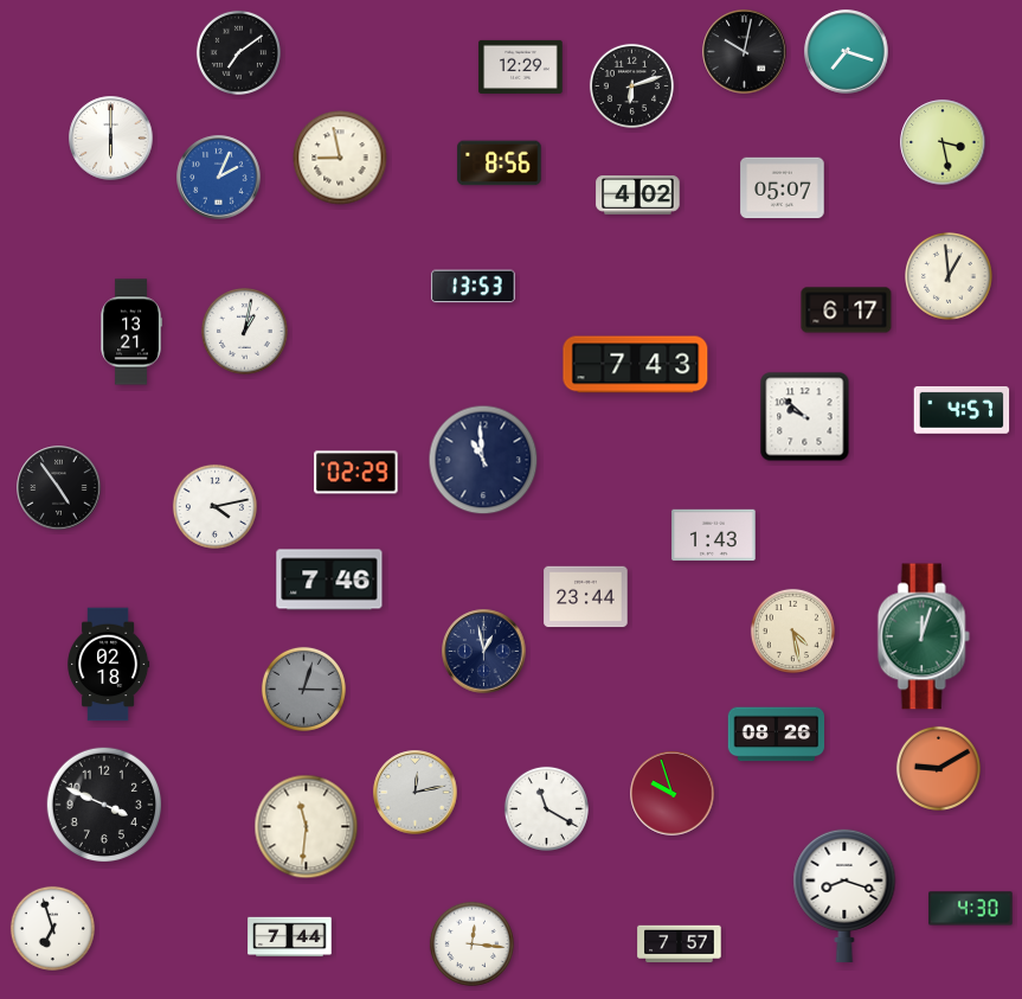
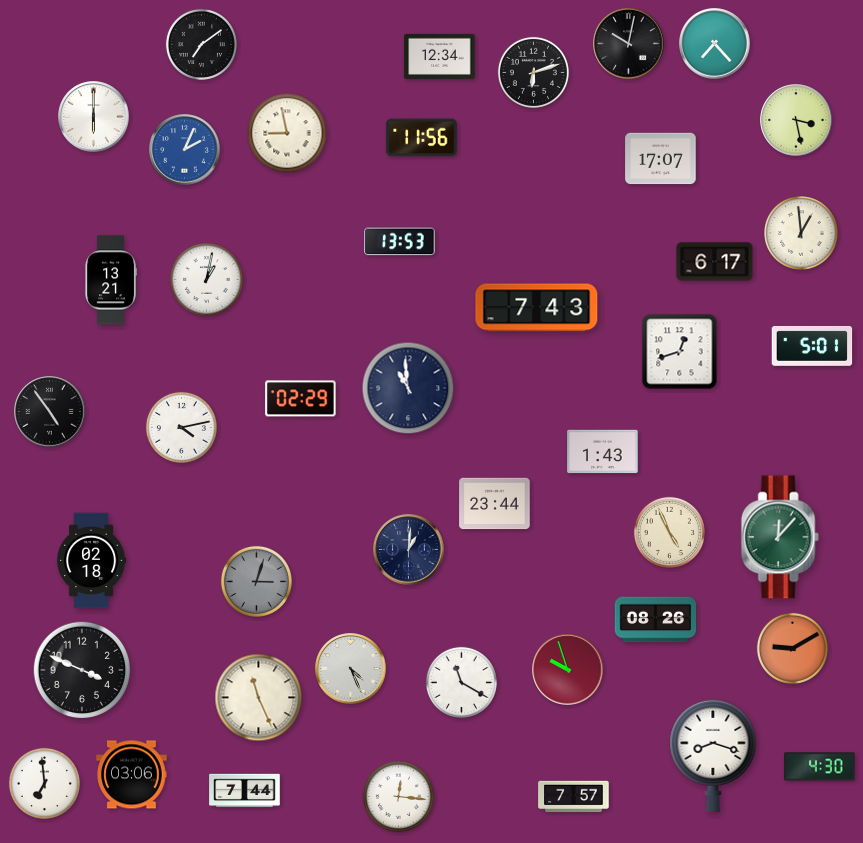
clock at (847, 52): 7:18 -> 7:23
clock at (521, 66): 12:29 -> 12:34
clock at (500, 164): 8:56 -> 11:56
clock at (783, 188): 05:07 -> 17:07
clock at (638, 196): 4:02 -> none
clock at (962, 410): 4:57 -> 5:01
clock at (805, 417): 9:52 -> 12:42
clock at (329, 579): 7:46 -> none
clock at (792, 630): 4:28 -> 4:56
clock at (924, 636): 12:03 -> 12:07
clock at (484, 652): 12:58 -> 1:01
clock at (416, 793): 12:13 -> 4:26
clock at (104, 805) position: (104, 805) -> (82, 670)
clock at (307, 827): 11:31 -> 11:26
clock at (132, 775): none -> 03:06
clock at (52, 928): 6:57 -> 6:59
